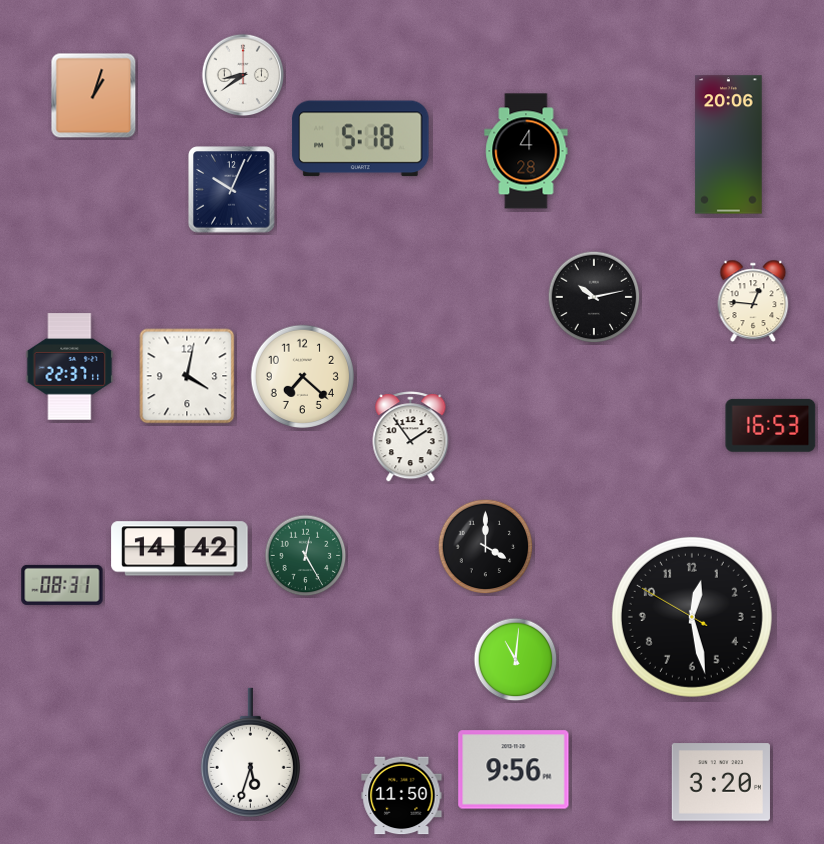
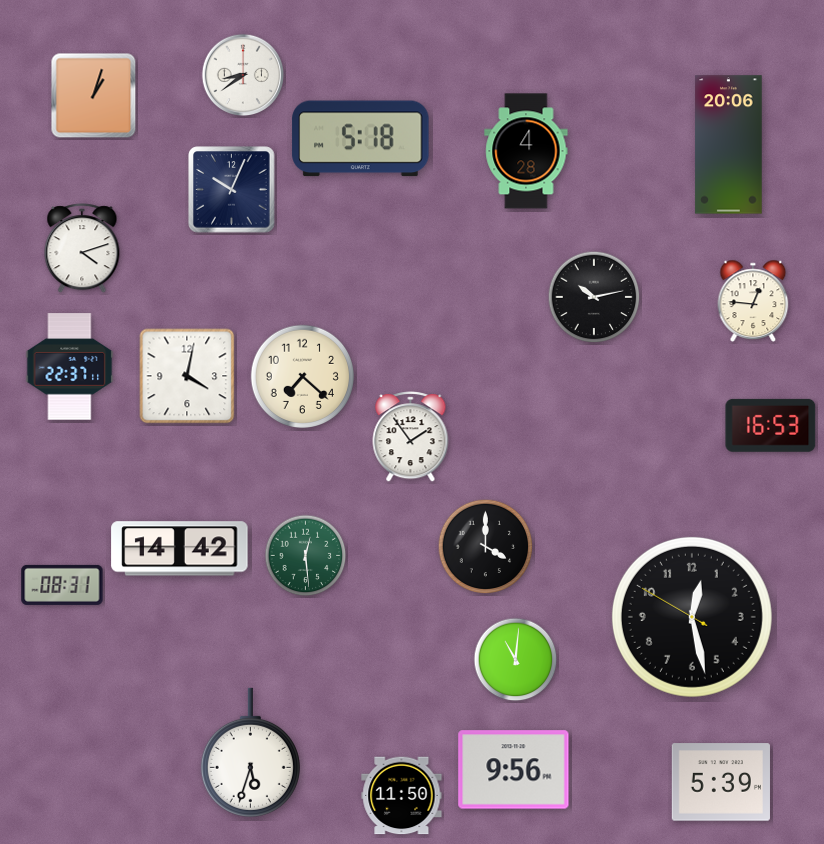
clock at (82, 249): none -> 4:12
clock at (306, 556): 12:25 -> 12:29
clock at (721, 782): 3:20 -> 5:39
